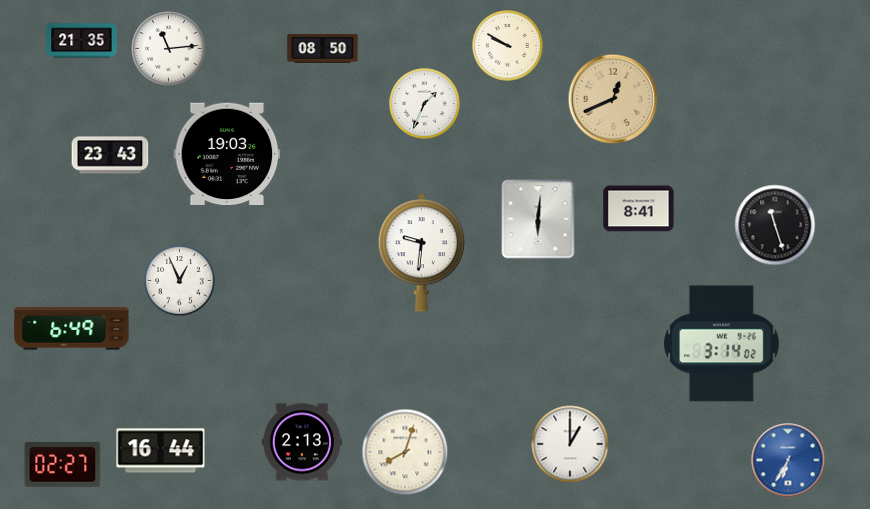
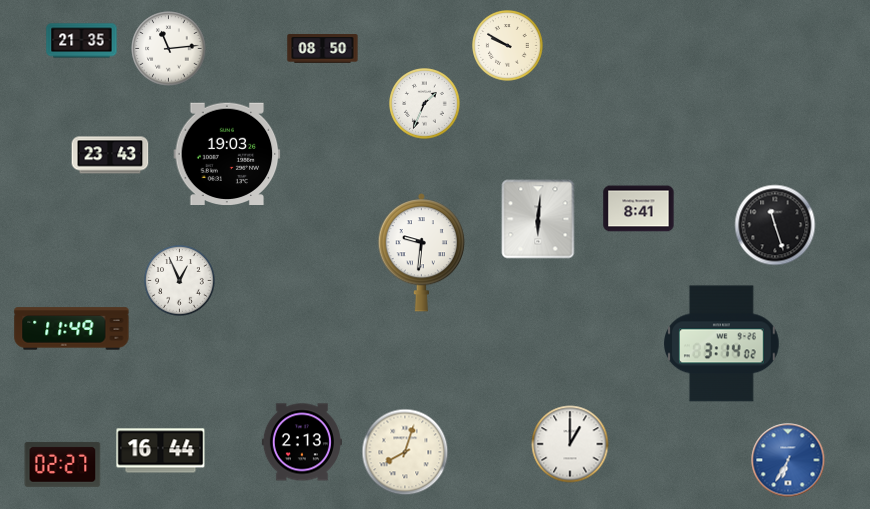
clock at (613, 99): 12:41 -> none
clock at (72, 329): 6:49 -> 11:49
